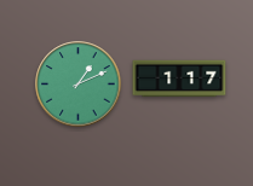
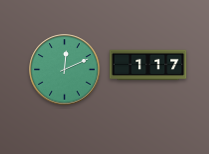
clock at (79, 85): 1:11 -> 12:11
